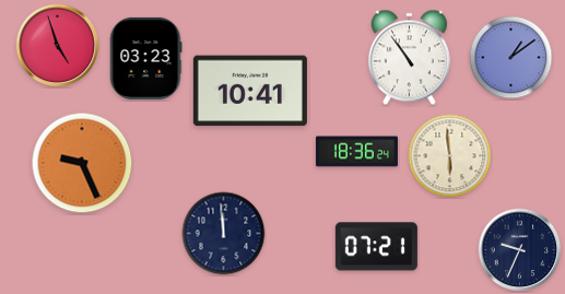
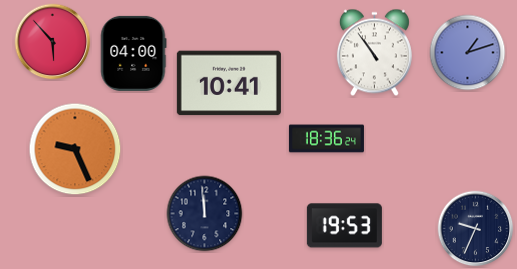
clock at (58, 46): 4:57 -> 5:53
clock at (145, 58): 03:23 -> 04:00
clock at (511, 58): 1:09 -> 1:12
clock at (450, 156): 5:59 -> none
clock at (376, 247): 07:21 -> 19:53
